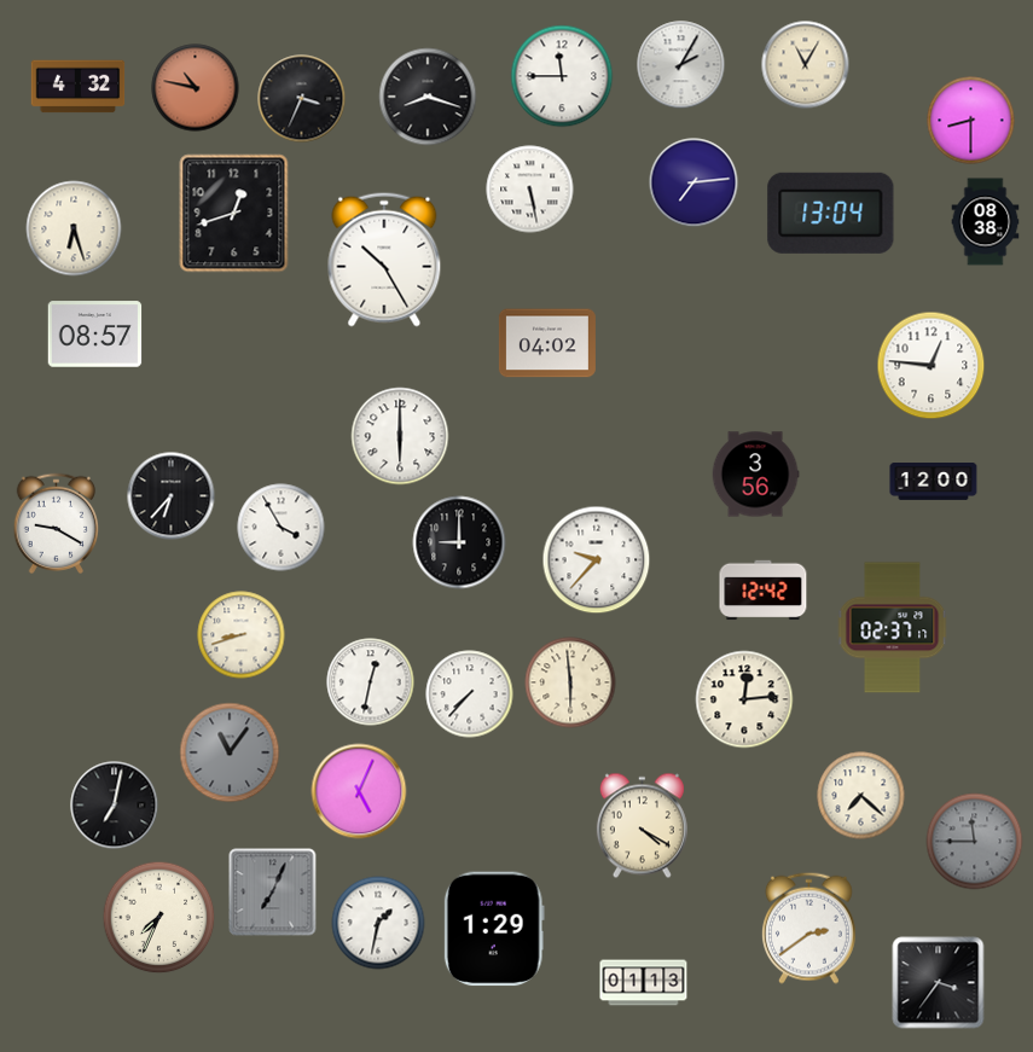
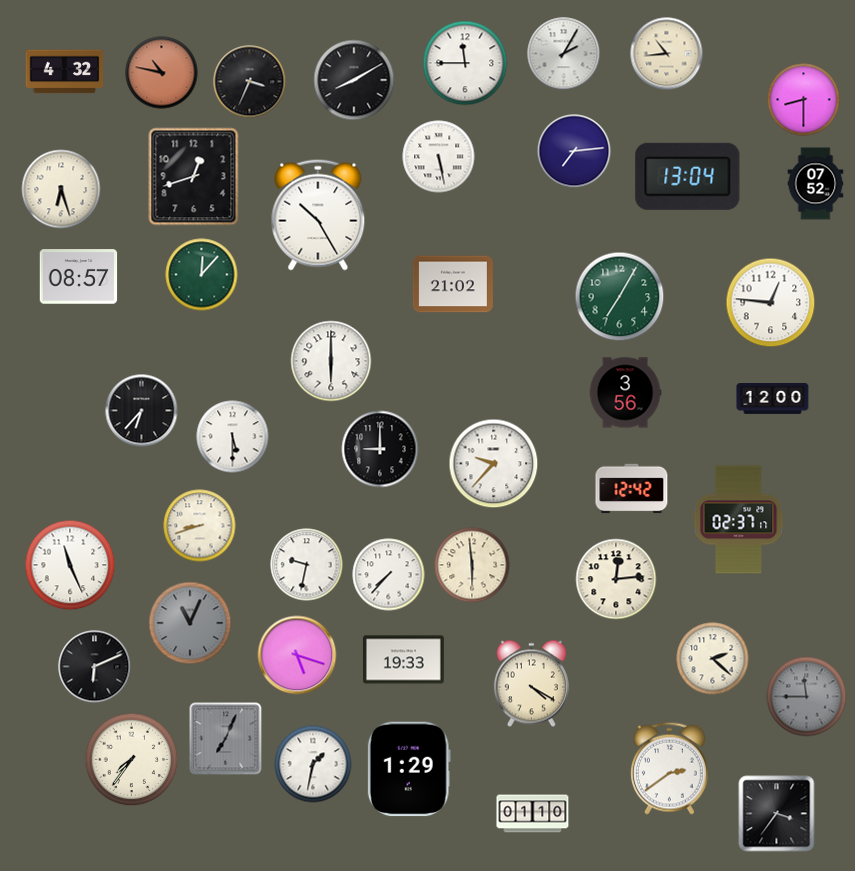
clock at (806, 65): 11:05 -> 10:44
clock at (428, 97): 8:18 -> 8:10
clock at (986, 222): 08:38 -> 07:52
clock at (202, 275): none -> 12:07
clock at (547, 343): 04:02 -> 21:02
clock at (620, 297): none -> 7:05
clock at (56, 523): 9:20 -> none
clock at (282, 528): 3:55 -> 5:30
clock at (70, 565): none -> 11:26
clock at (371, 682): 12:32 -> 9:32
clock at (230, 752): 11:06 -> 11:04
clock at (359, 791): 5:04 -> 5:18
clock at (861, 796): 7:22 -> 2:22
clock at (403, 660): none -> 19:33
clock at (115, 806): 7:02 -> 6:11
clock at (159, 918): 7:34 -> 7:36
clock at (644, 983): 01:13 -> 01:10
